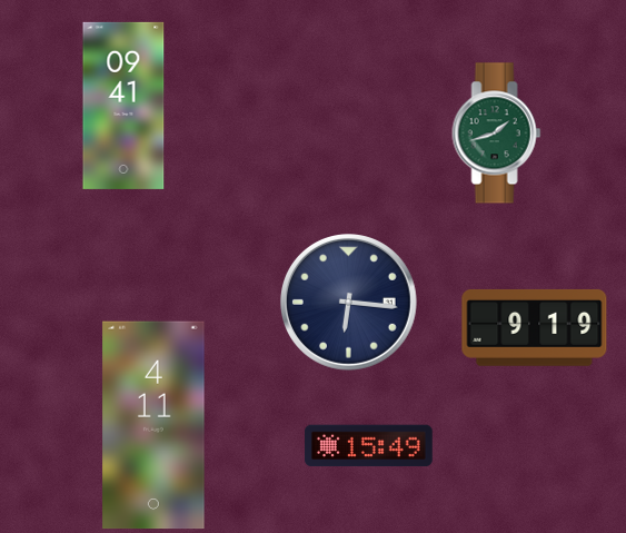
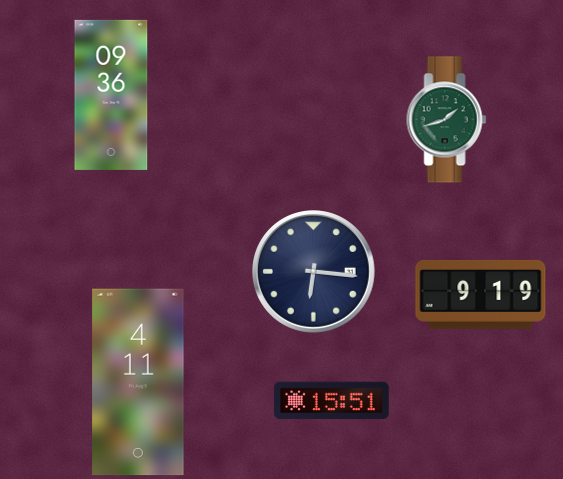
clock at (123, 106): 09:41 -> 09:36
clock at (369, 446): 15:49 -> 15:51
